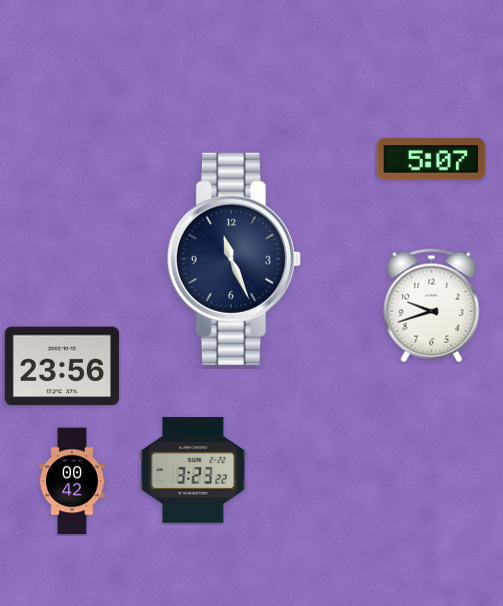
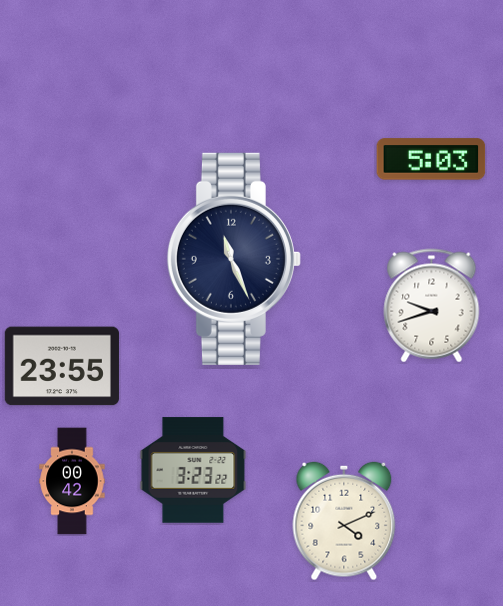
clock at (431, 159): 5:07 -> 5:03
clock at (62, 366): 23:56 -> 23:55
clock at (344, 521): none -> 4:11
